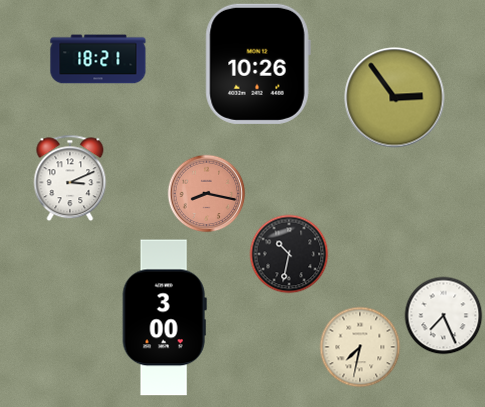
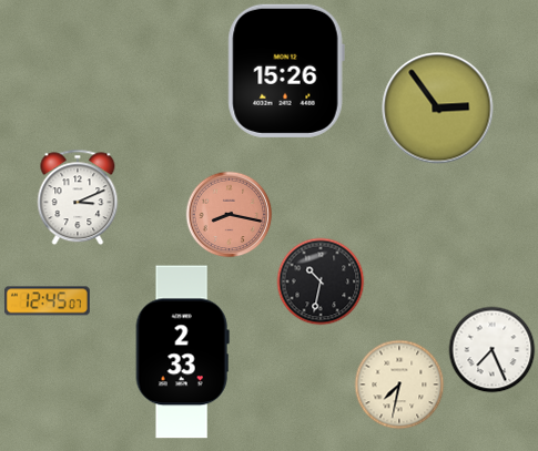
clock at (98, 59): 18:21 -> none
clock at (258, 64): 10:26 -> 15:26
clock at (47, 301): none -> 12:45
clock at (164, 318): 3:00 -> 2:33
